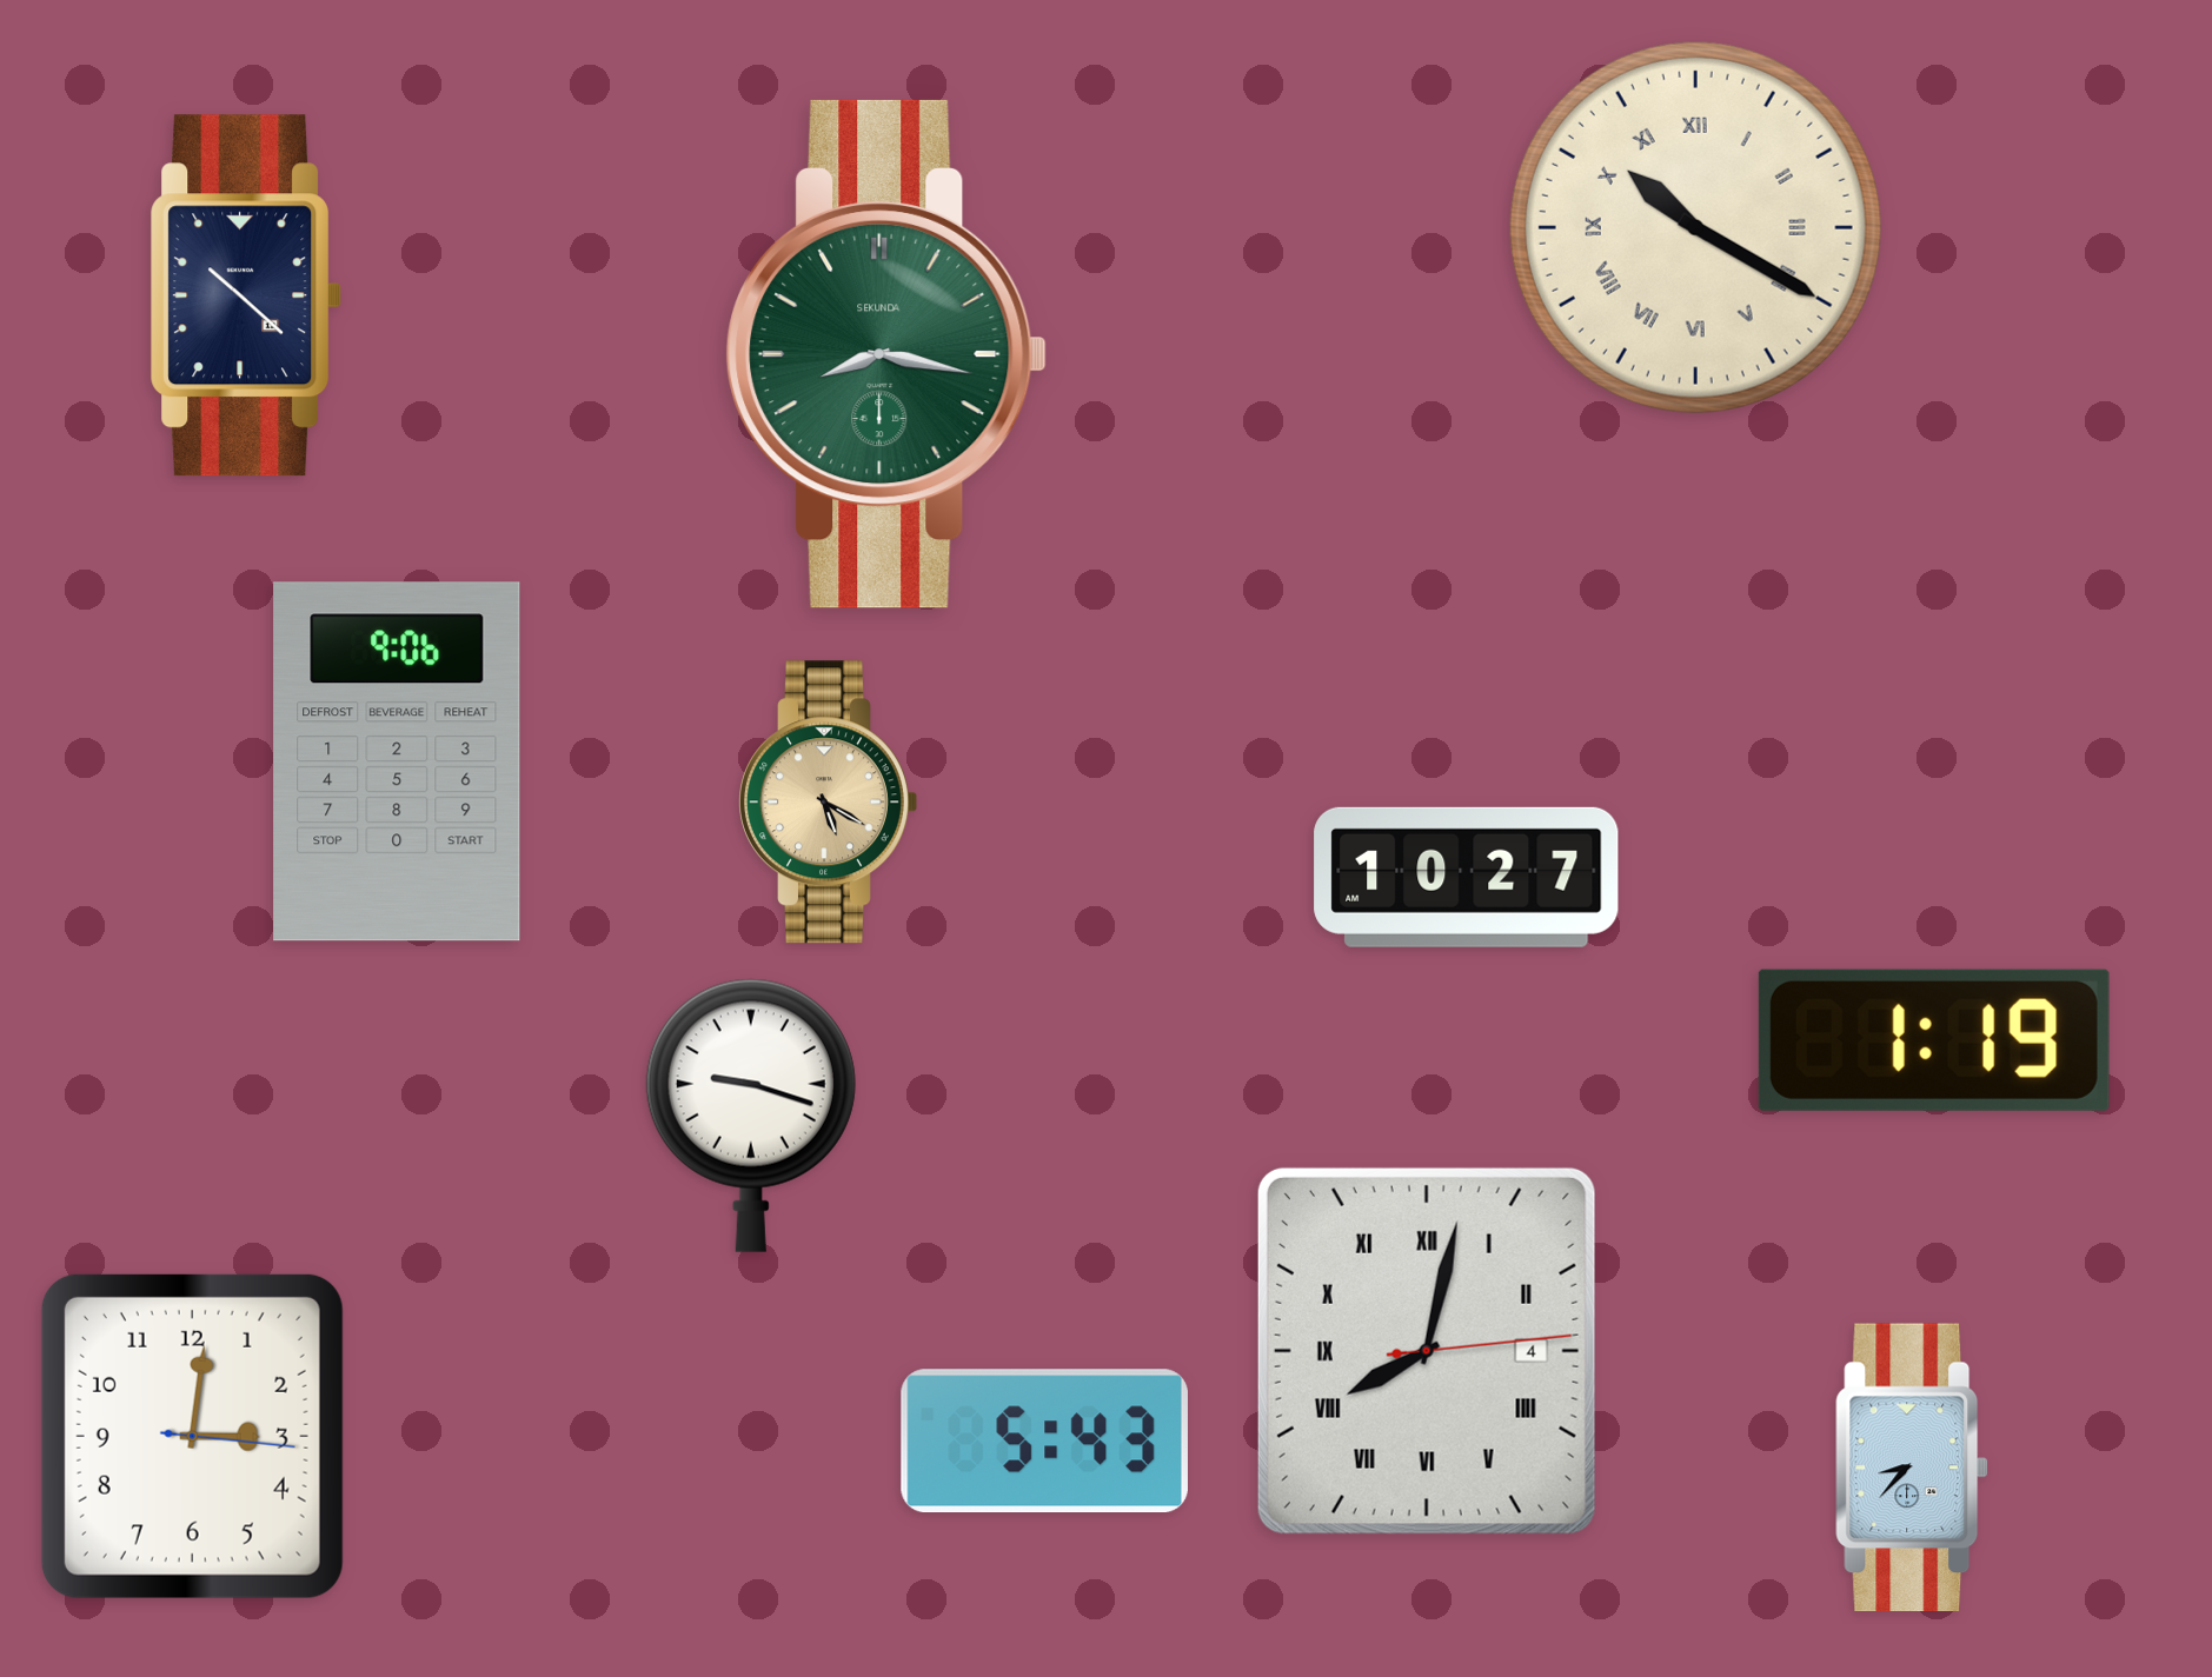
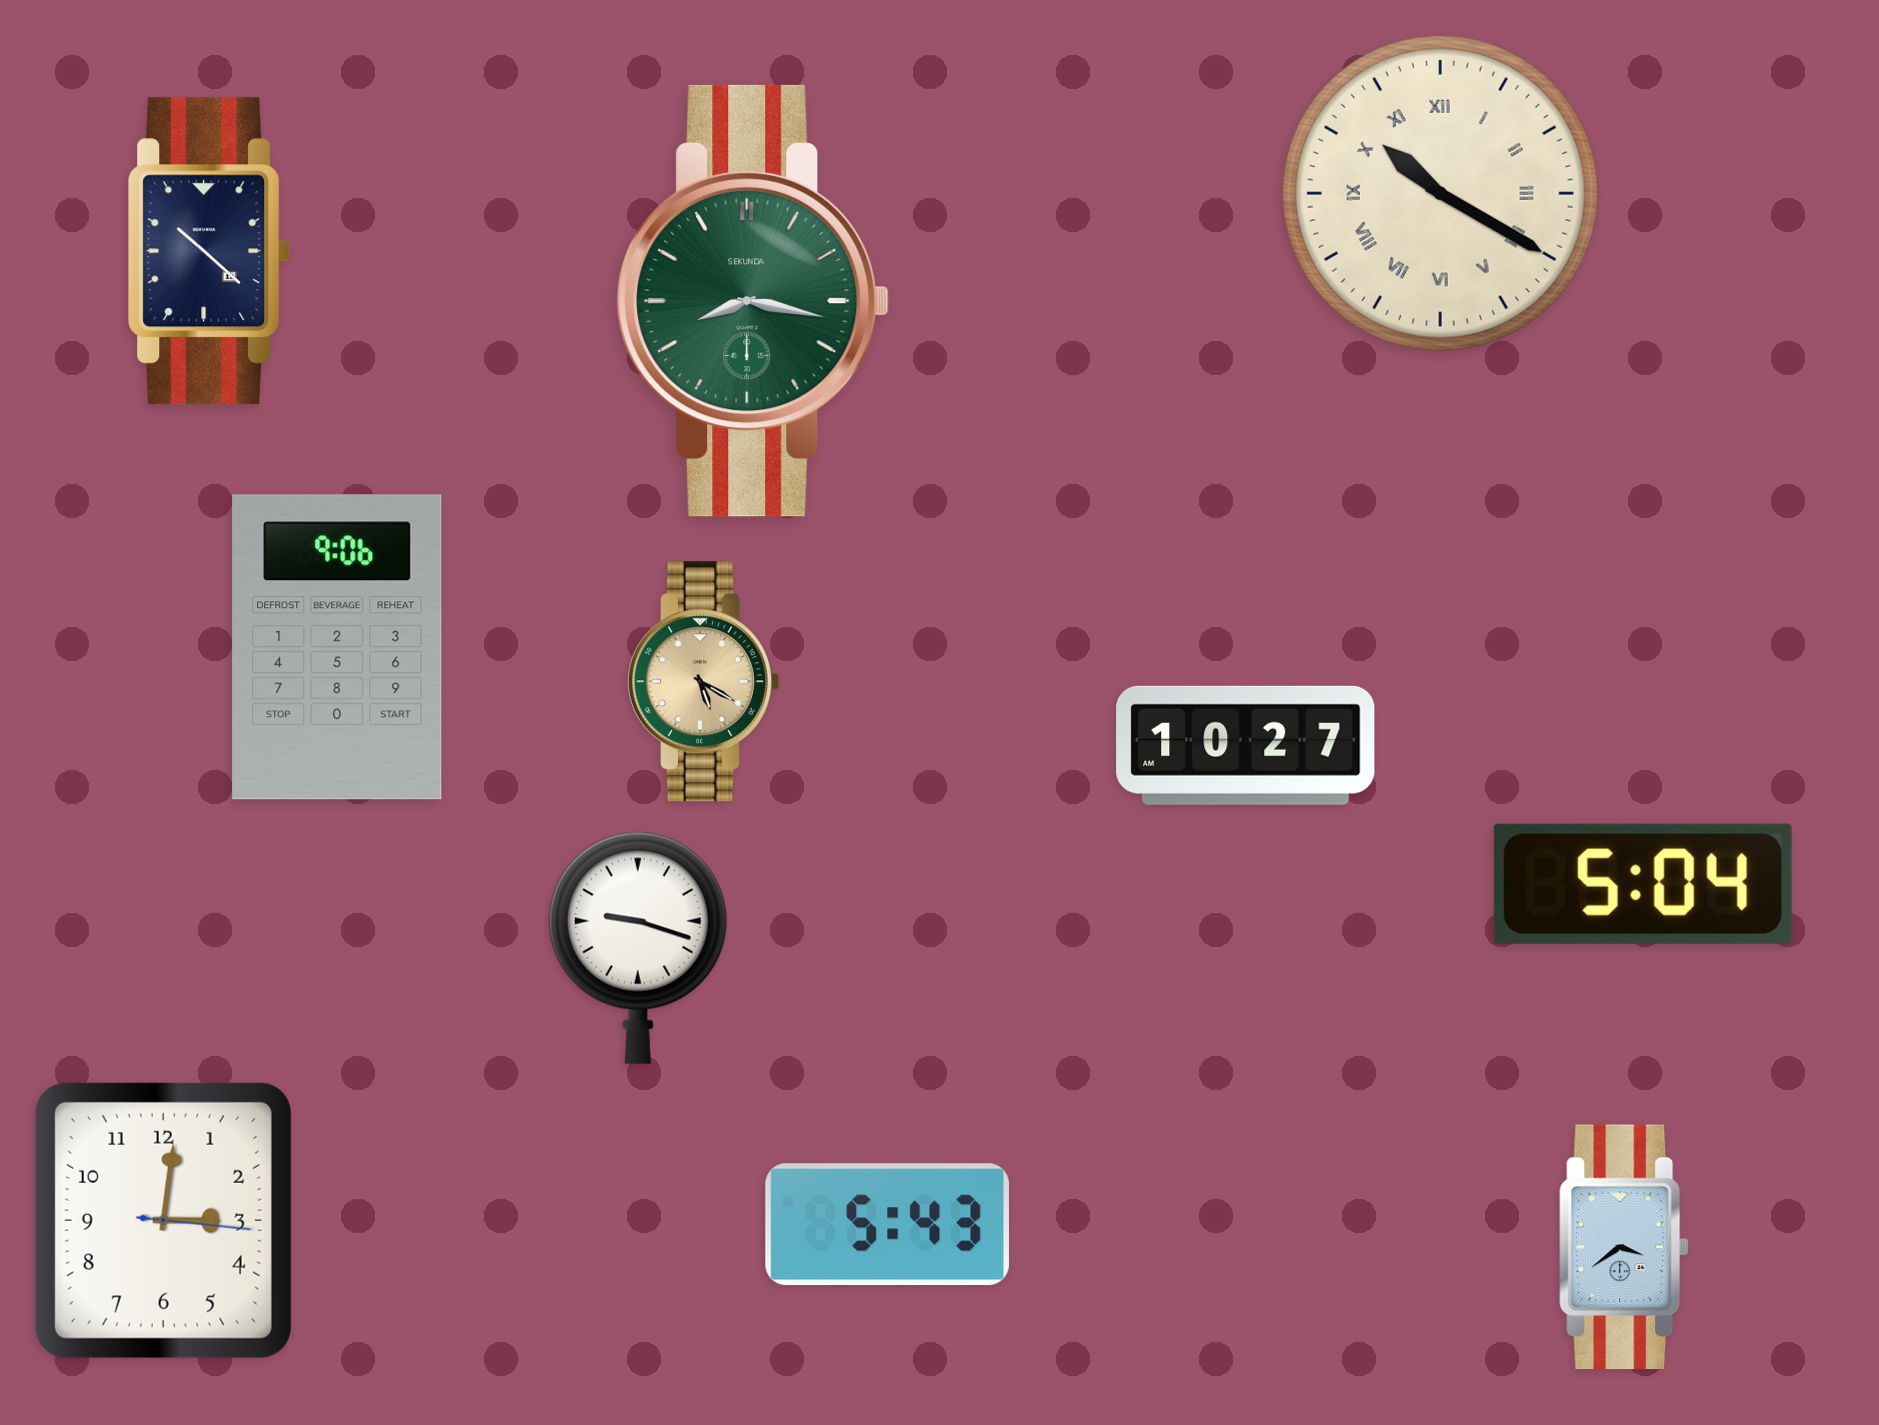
clock at (1934, 1040): 1:19 -> 5:04
clock at (1427, 1351): 8:02 -> none
clock at (1912, 1468): 8:37 -> 3:39
